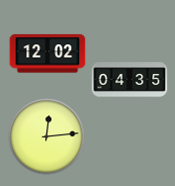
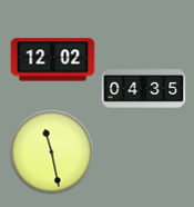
clock at (47, 137): 12:14 -> 11:28
